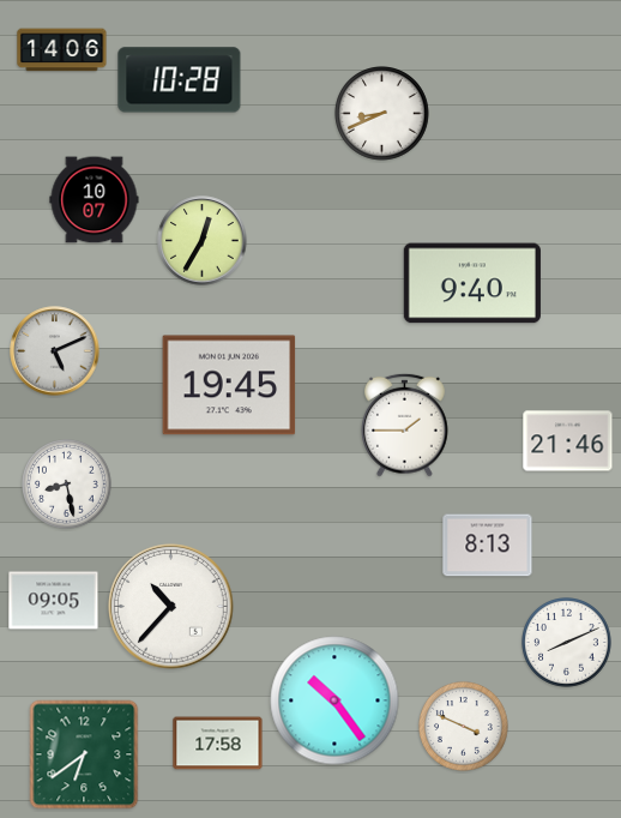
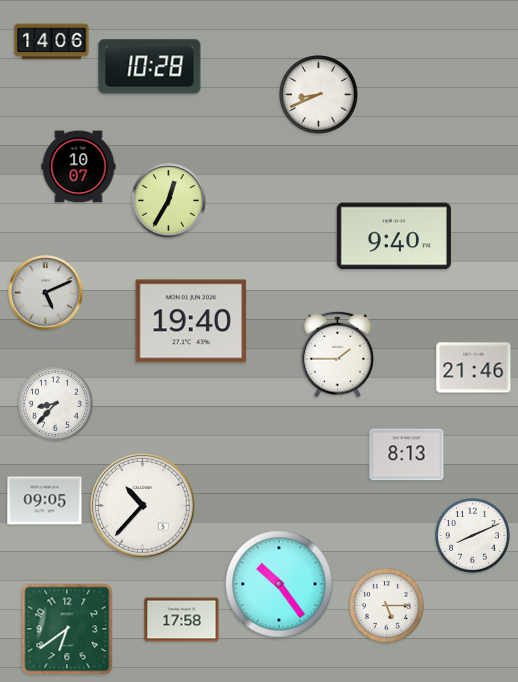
clock at (229, 385): 19:45 -> 19:40
clock at (67, 485): 8:28 -> 8:37
clock at (464, 727): 3:49 -> 5:15
clock at (84, 754) position: (84, 754) -> (67, 629)
